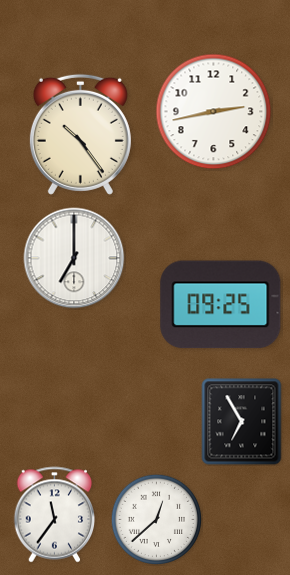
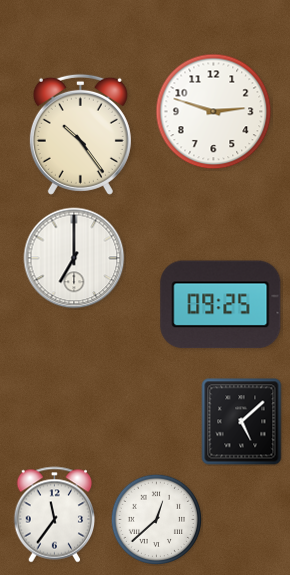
clock at (214, 112): 2:43 -> 2:48
clock at (242, 422): 6:55 -> 5:08
